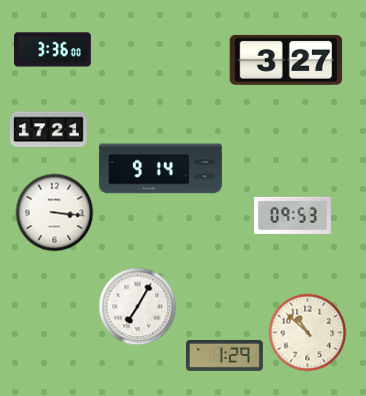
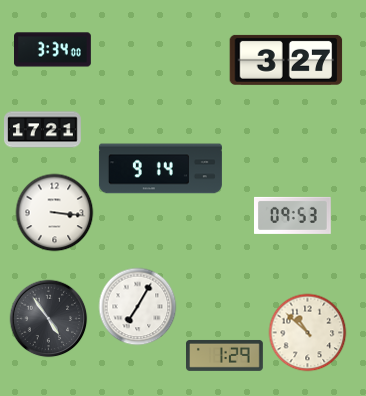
clock at (53, 50): 3:36 -> 3:34
clock at (49, 130) position: (49, 130) -> (43, 130)
clock at (48, 318): none -> 4:54
